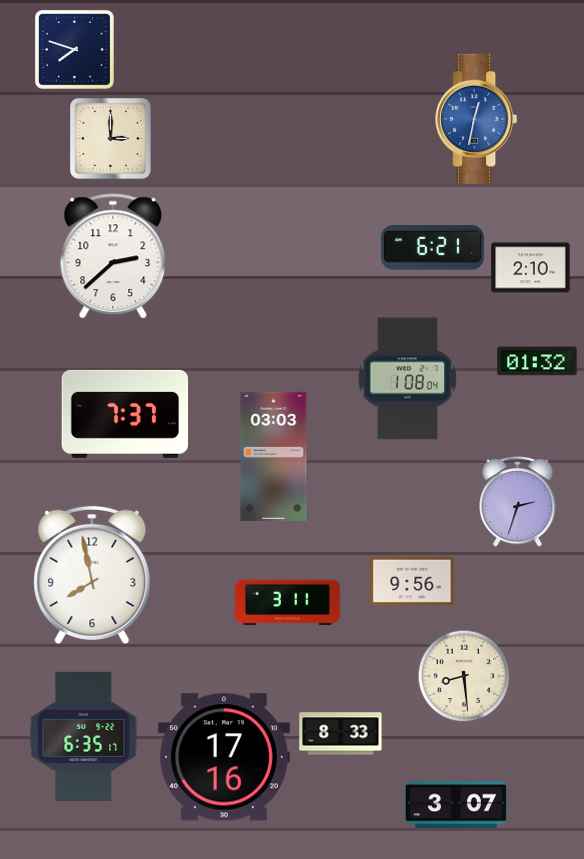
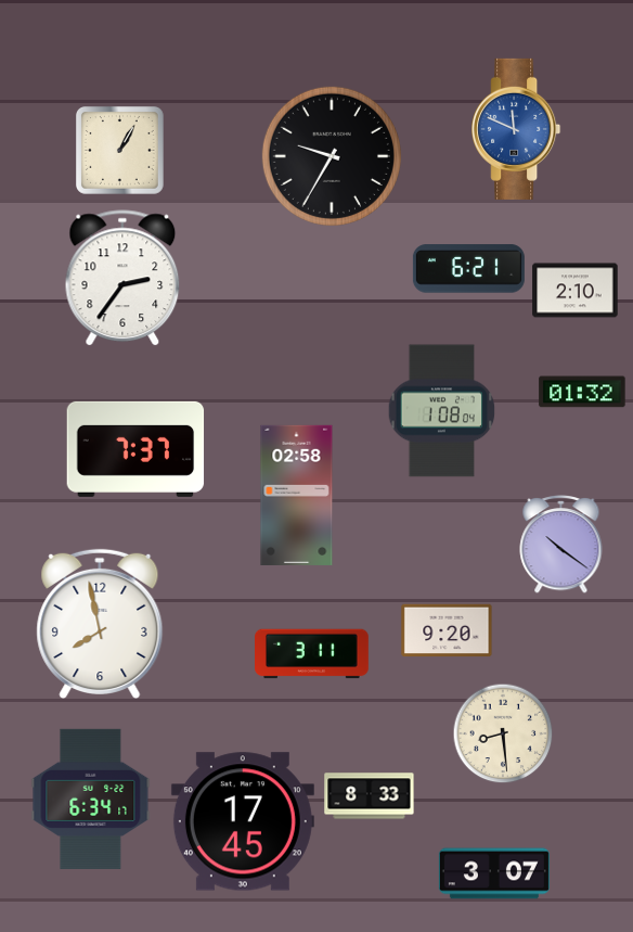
clock at (74, 49): 7:48 -> none
clock at (476, 119): 12:32 -> 11:49
clock at (111, 139): 3:00 -> 1:05
clock at (332, 156): none -> 9:35
clock at (113, 257): 2:38 -> 2:36
clock at (274, 456): 03:03 -> 02:58
clock at (518, 502): 2:33 -> 10:21
clock at (412, 581): 9:56 -> 9:20
clock at (84, 736): 6:35 -> 6:34
clock at (224, 757): 17:16 -> 17:45
